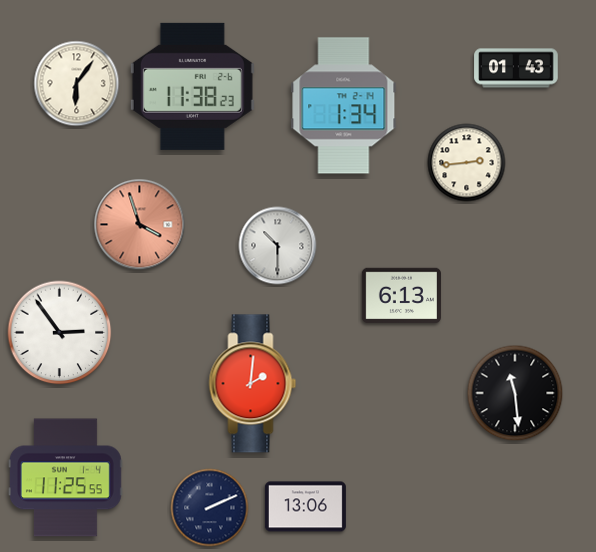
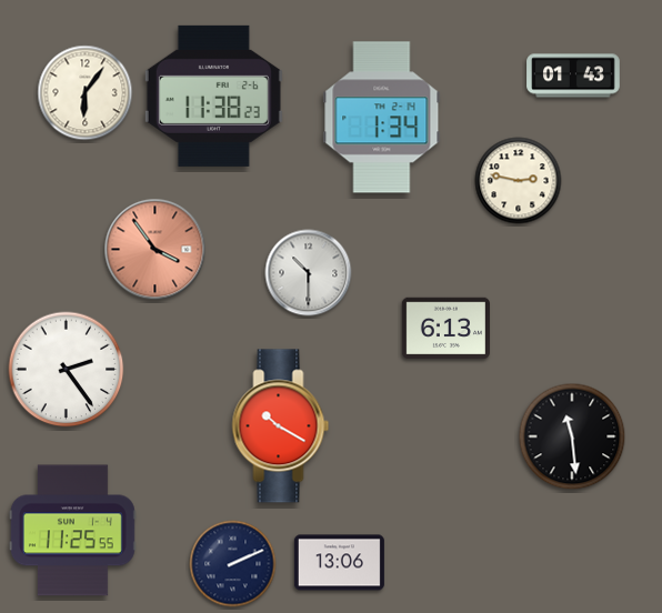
clock at (467, 163): 2:44 -> 2:47
clock at (140, 225): 3:57 -> 3:54
clock at (60, 333): 2:54 -> 2:24
clock at (253, 384): 2:01 -> 10:20
